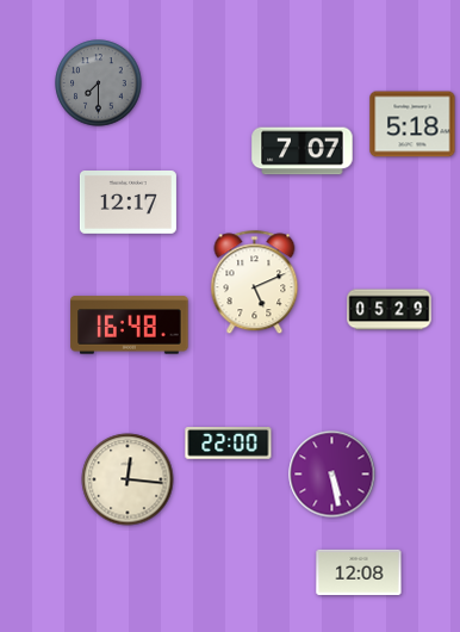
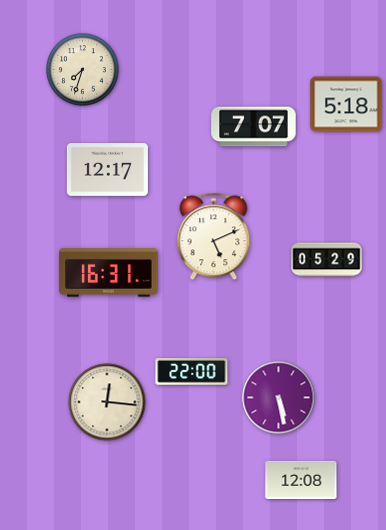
clock at (99, 83): 7:30 -> 7:33
clock at (99, 83) dial: grey -> cream
clock at (130, 326): 16:48 -> 16:31
